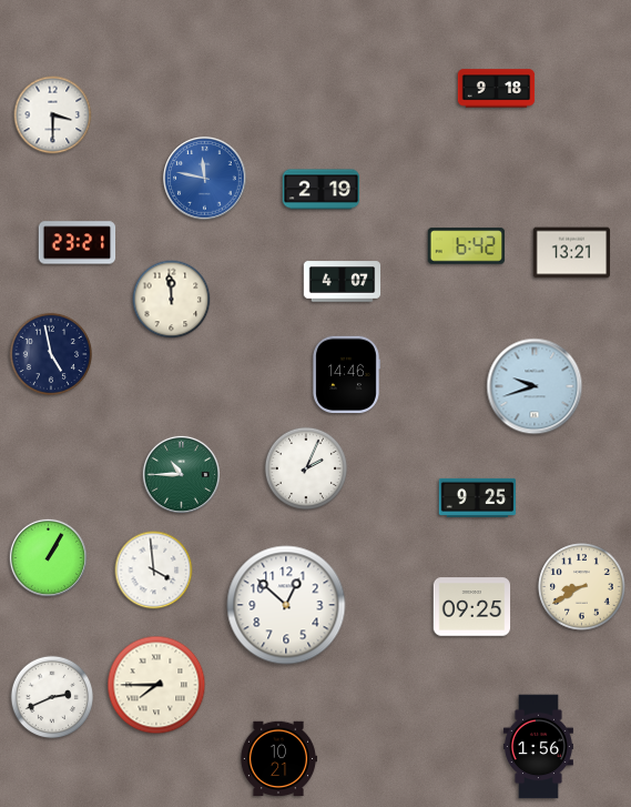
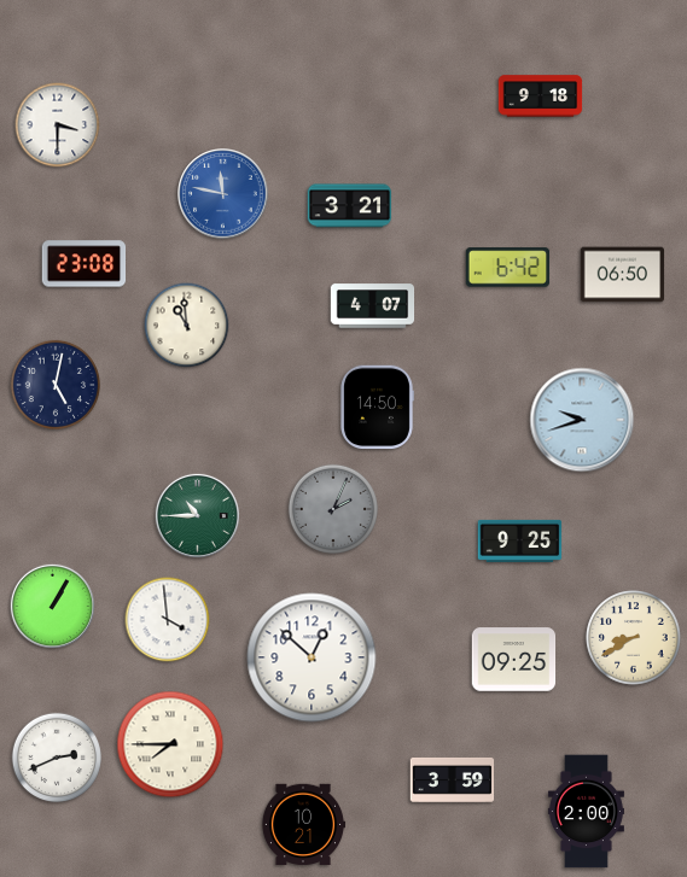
clock at (322, 190): 2:19 -> 3:21
clock at (78, 243): 23:21 -> 23:08
clock at (572, 253): 13:21 -> 06:50
clock at (172, 300): 11:59 -> 10:59
clock at (50, 353): 4:58 -> 5:02
clock at (346, 375): 14:46 -> 14:50
clock at (305, 467) dial: white -> grey
clock at (453, 779): none -> 3:59
clock at (538, 747): 1:56 -> 2:00
